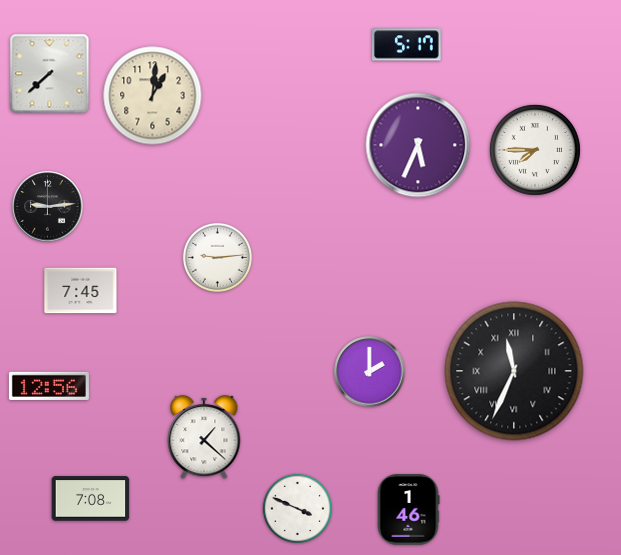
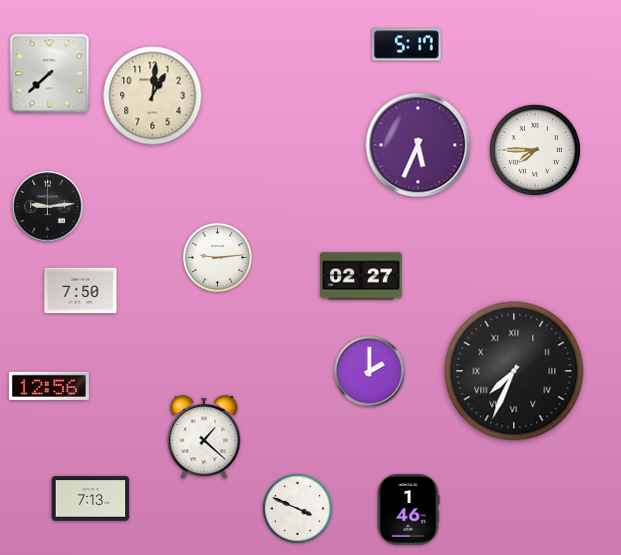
clock at (361, 276): none -> 02:27
clock at (81, 291): 7:45 -> 7:50
clock at (514, 371): 11:34 -> 7:34
clock at (91, 499): 7:08 -> 7:13
